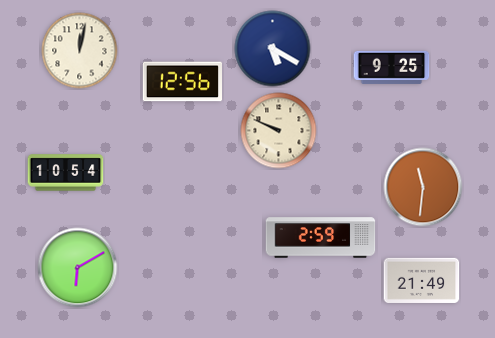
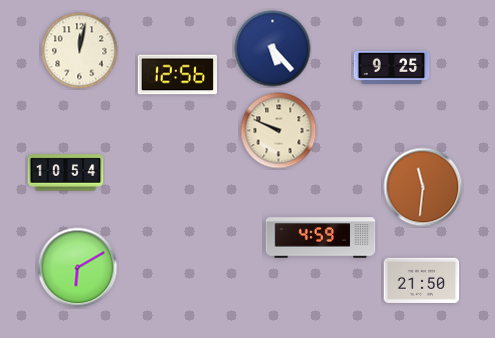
clock at (273, 49): 5:20 -> 5:23
clock at (182, 82) position: (182, 82) -> (177, 75)
clock at (321, 238): 2:59 -> 4:59
clock at (422, 280): 21:49 -> 21:50
